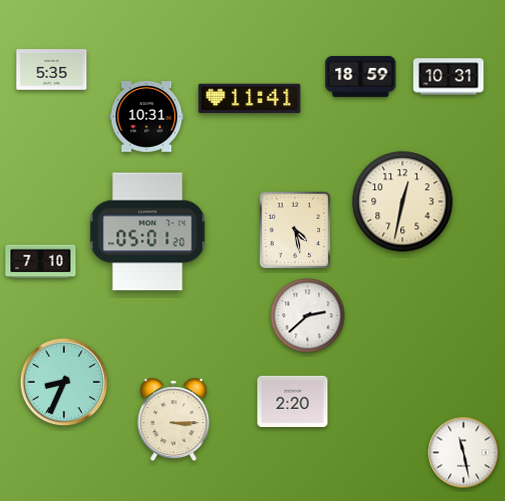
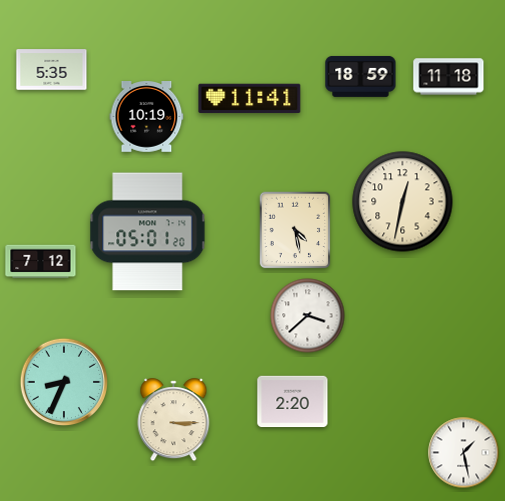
clock at (449, 77): 10:31 -> 11:18
clock at (147, 117): 10:31 -> 10:19
clock at (41, 262): 7:10 -> 7:12
clock at (308, 316): 2:38 -> 3:38
clock at (464, 453): 11:28 -> 1:28
